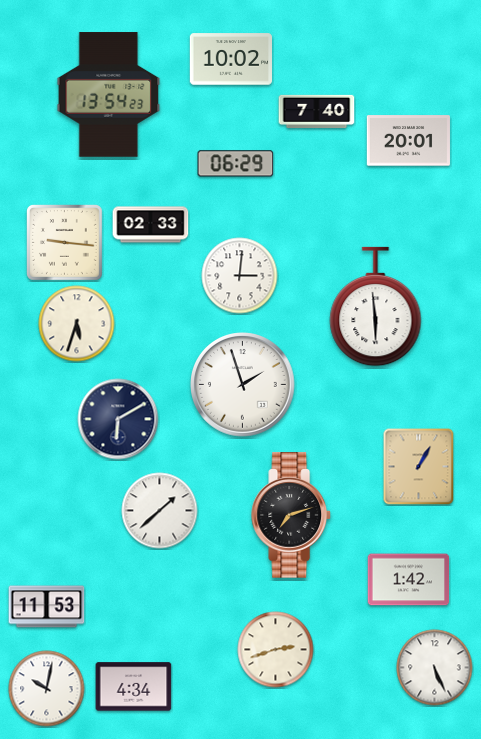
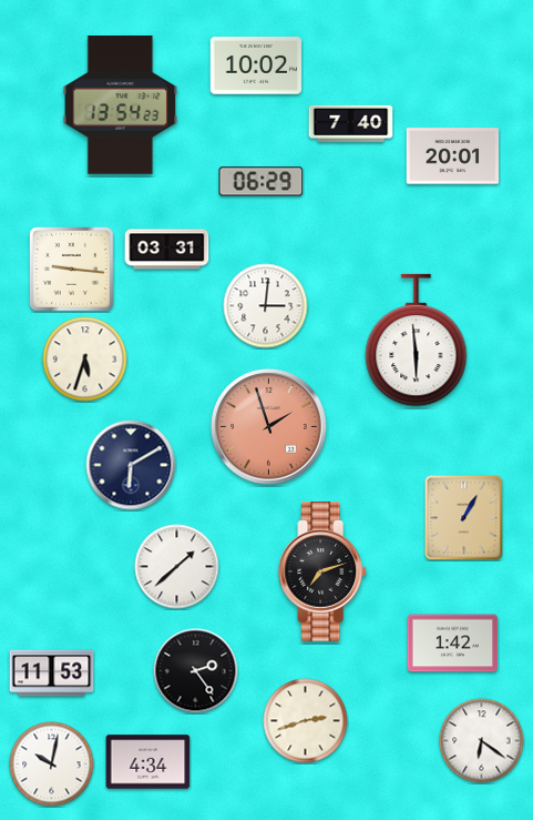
clock at (151, 225): 02:33 -> 03:31
clock at (243, 385) dial: white -> salmon
clock at (196, 671): none -> 2:24
clock at (435, 668): 5:26 -> 6:21
